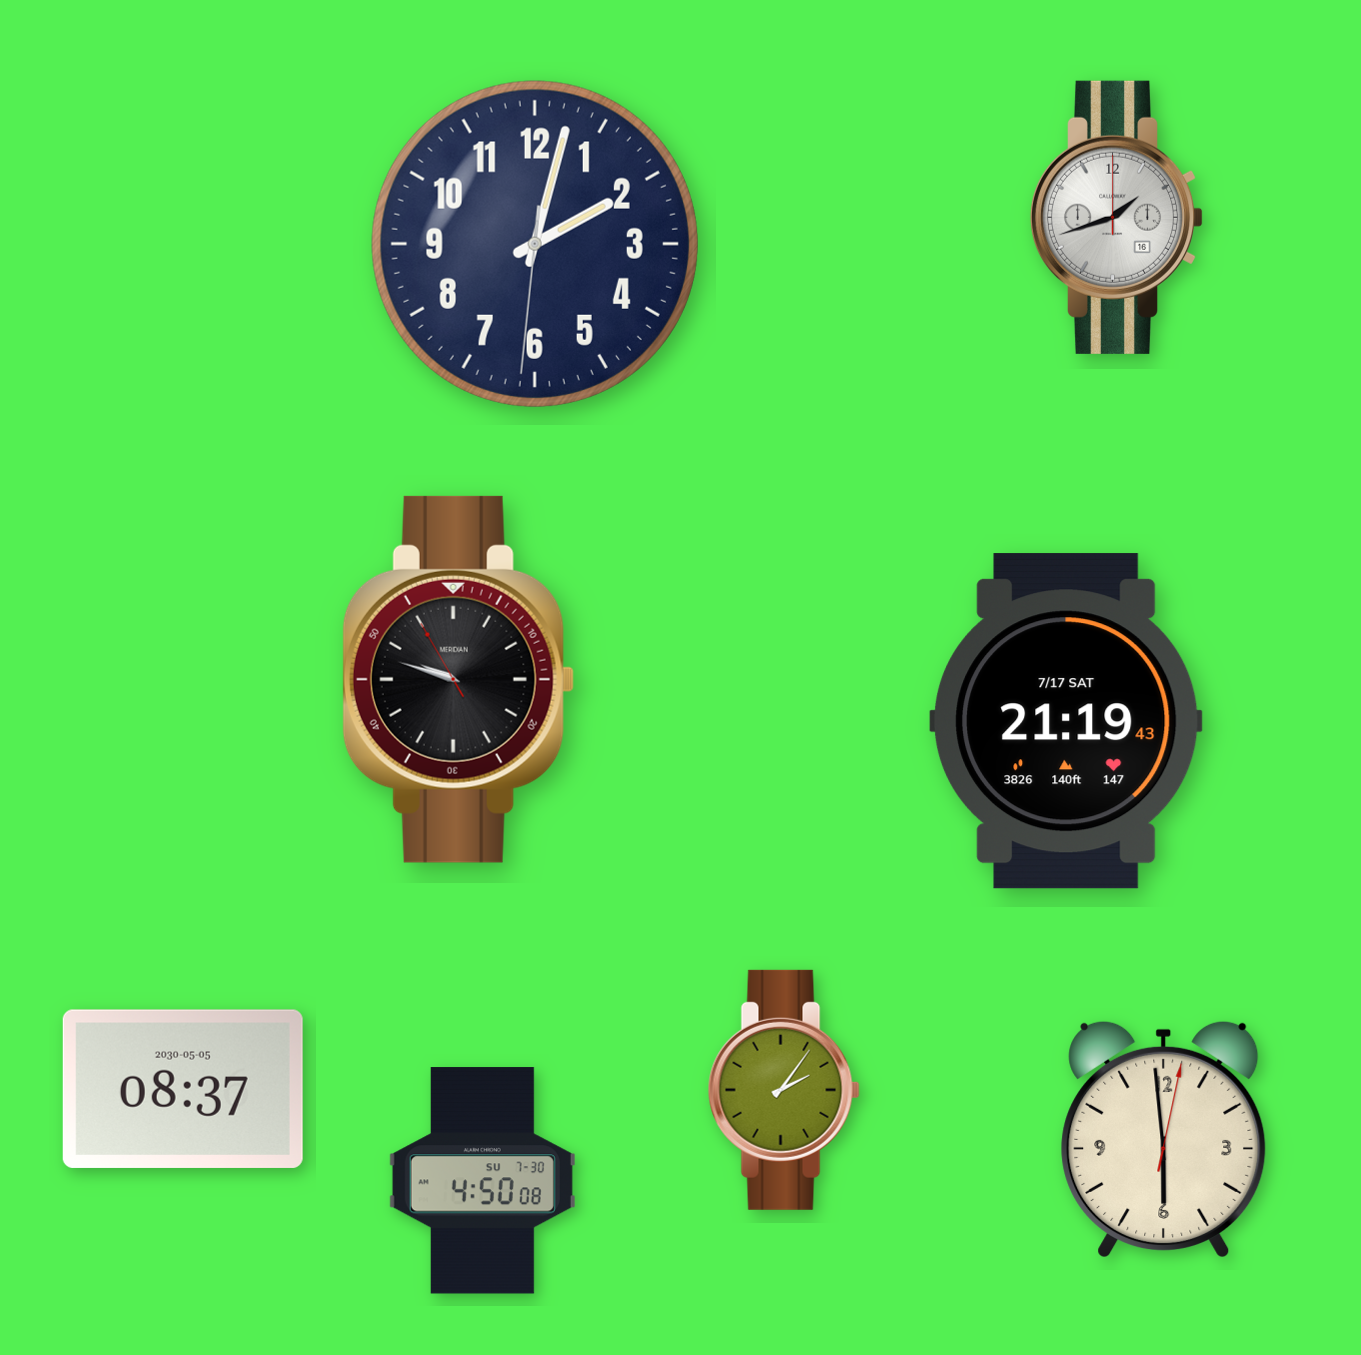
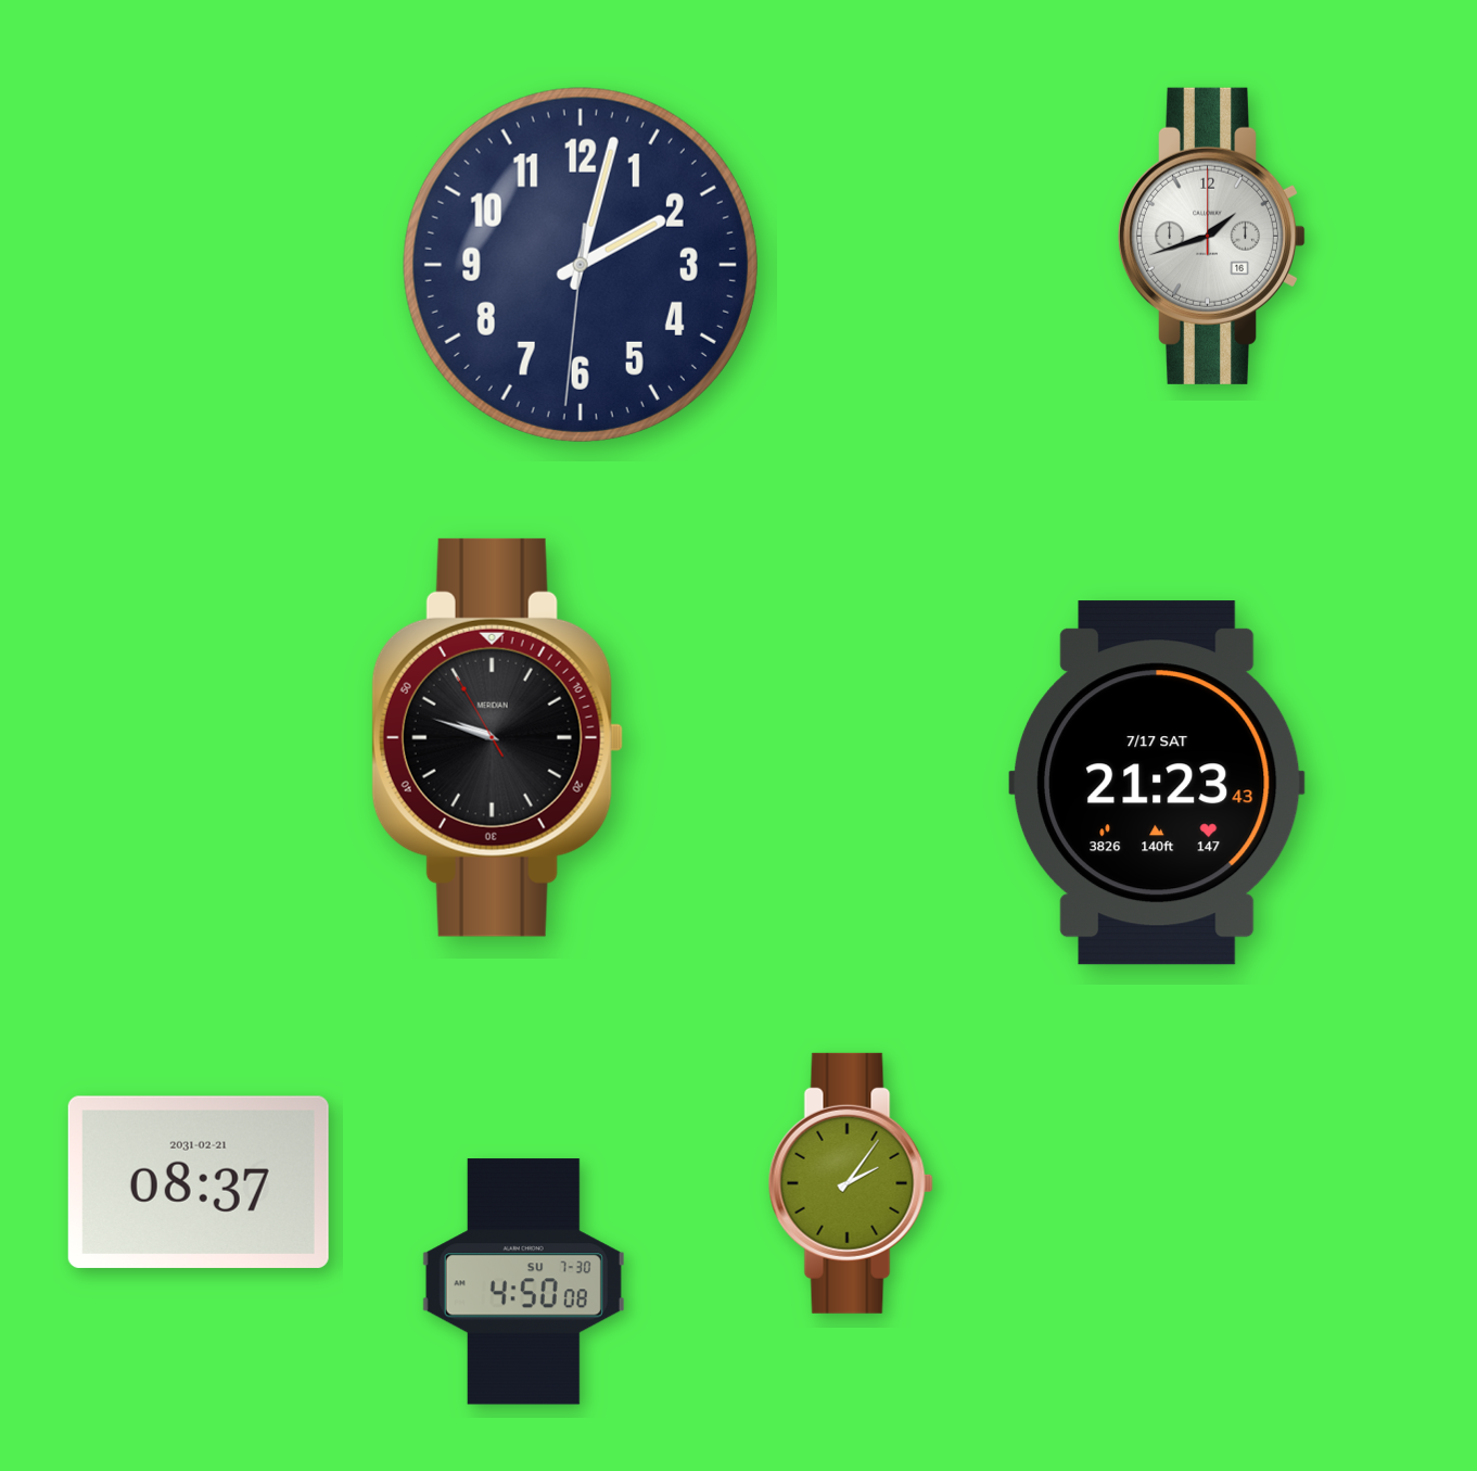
clock at (1067, 721): 21:19 -> 21:23
clock at (183, 1089) date: 2030-05-05 -> 2031-02-21
clock at (1164, 1139): 5:59 -> none
